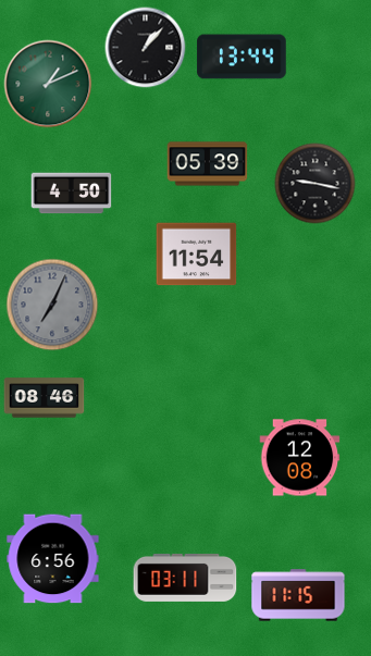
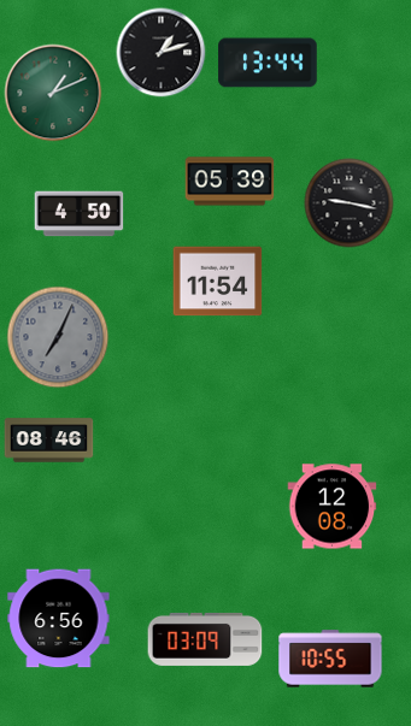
clock at (146, 48): 1:07 -> 1:12
clock at (185, 578): 03:11 -> 03:09
clock at (298, 595): 11:15 -> 10:55
